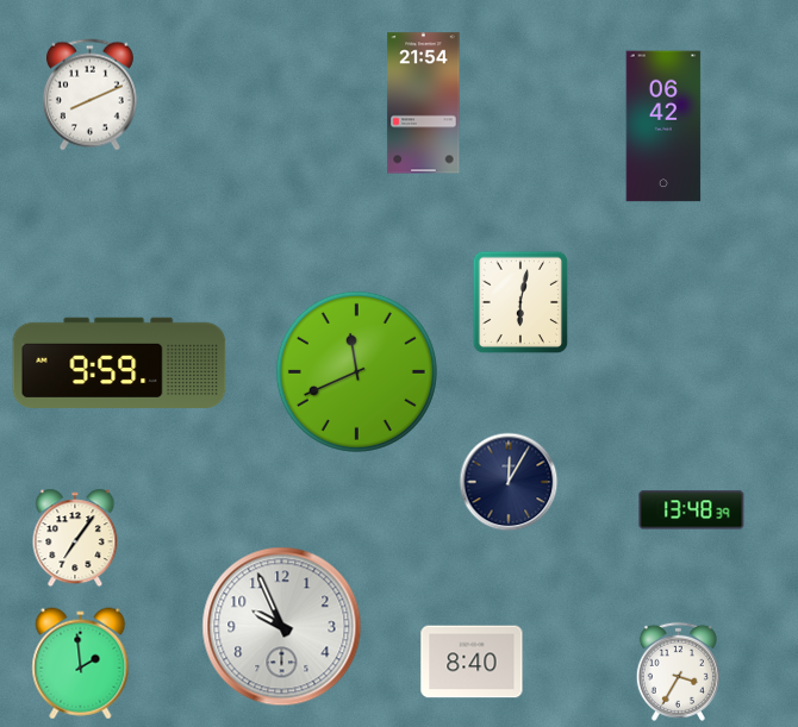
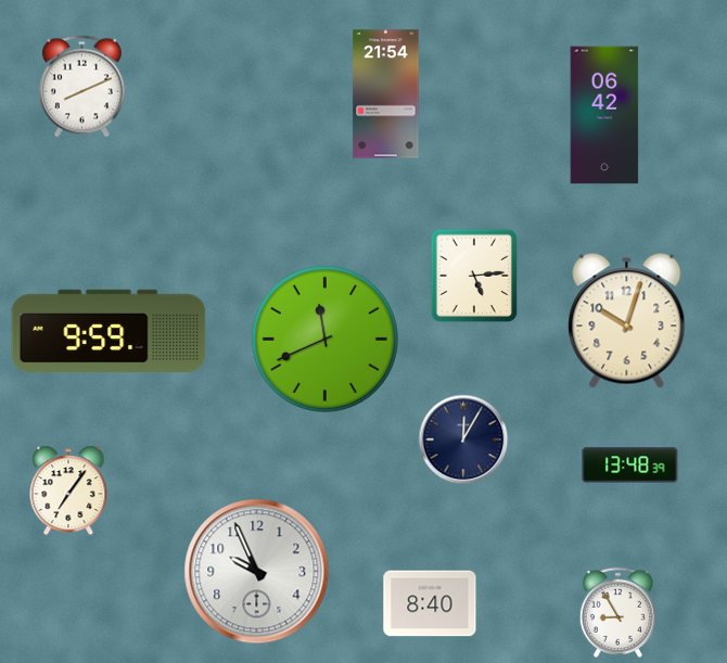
clock at (520, 302): 6:02 -> 5:14
clock at (627, 321): none -> 10:03
clock at (81, 664): 1:59 -> none
clock at (678, 671): 3:35 -> 8:55
